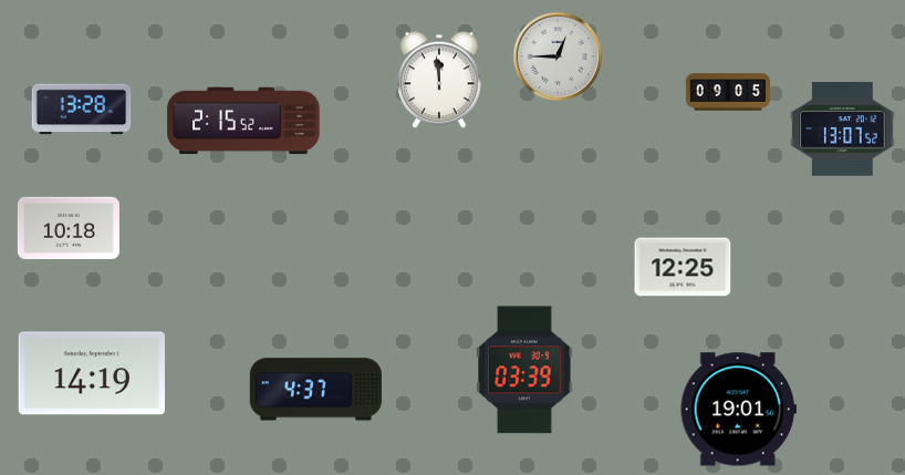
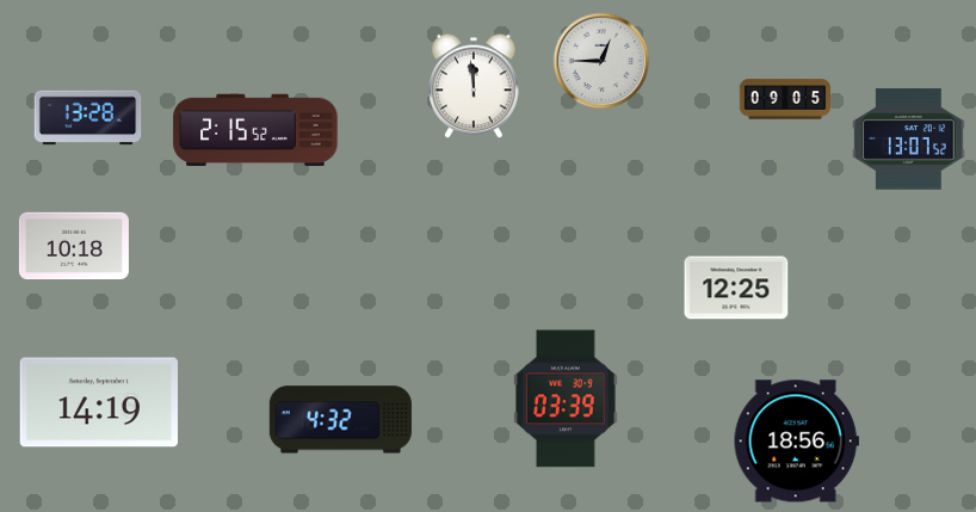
clock at (243, 121) position: (243, 121) -> (255, 130)
clock at (315, 390): 4:37 -> 4:32
clock at (738, 410): 19:01 -> 18:56
